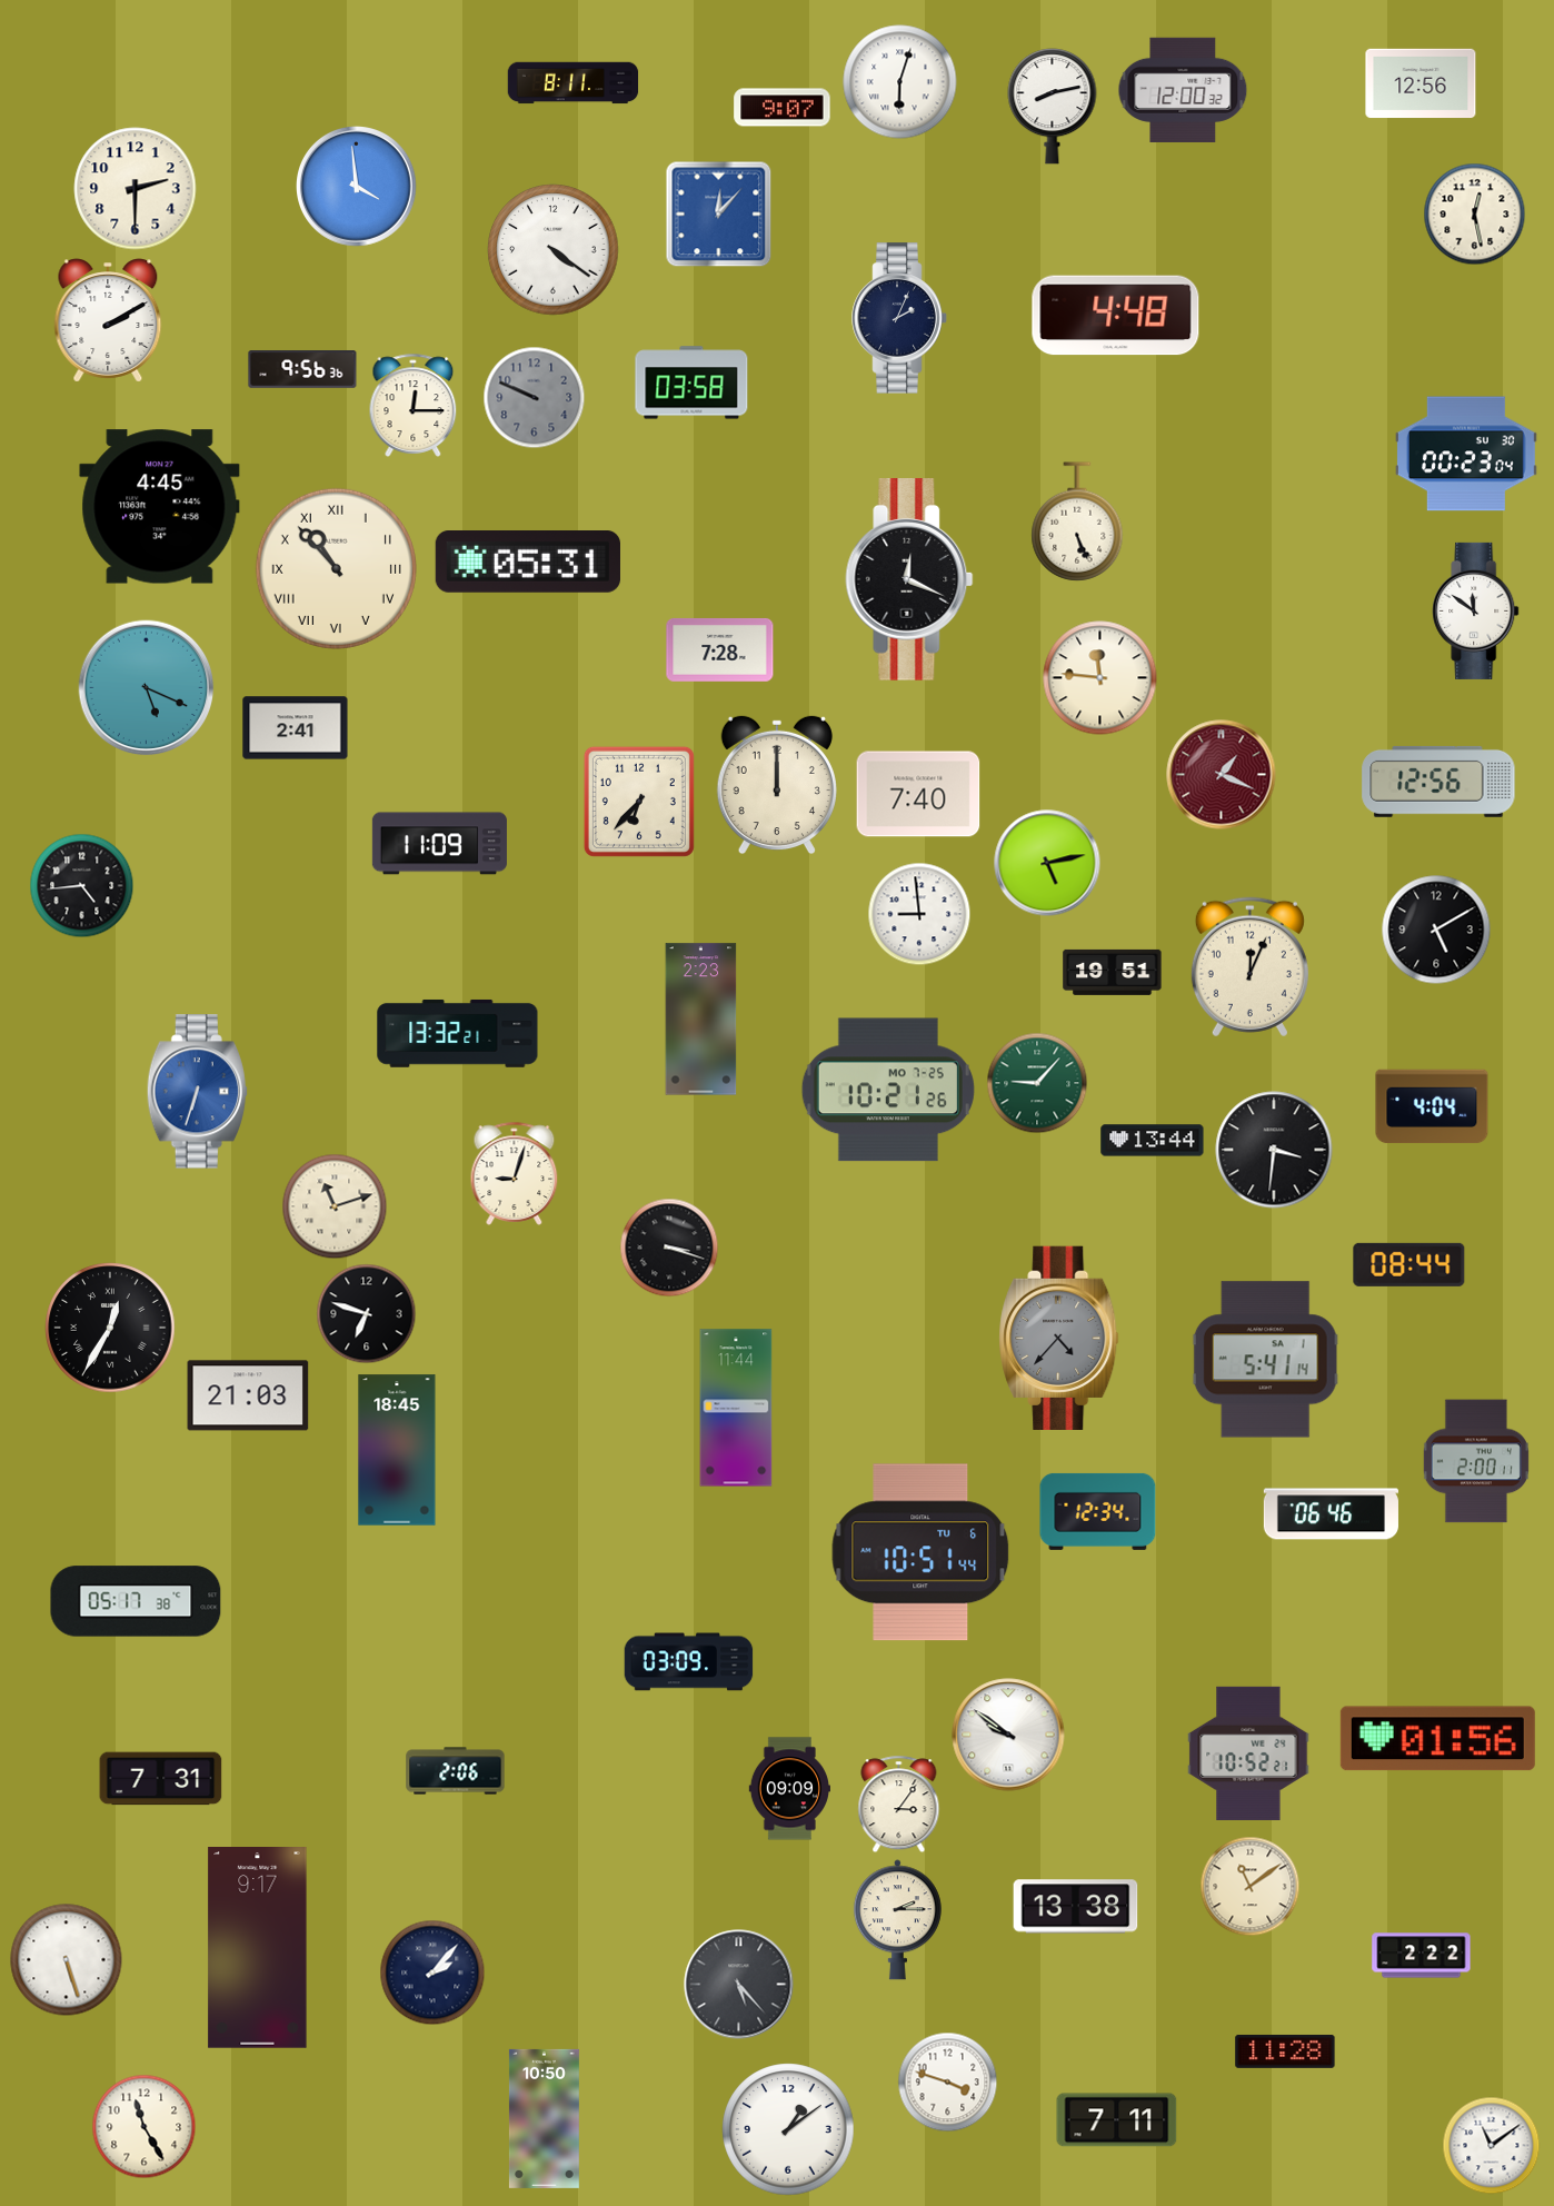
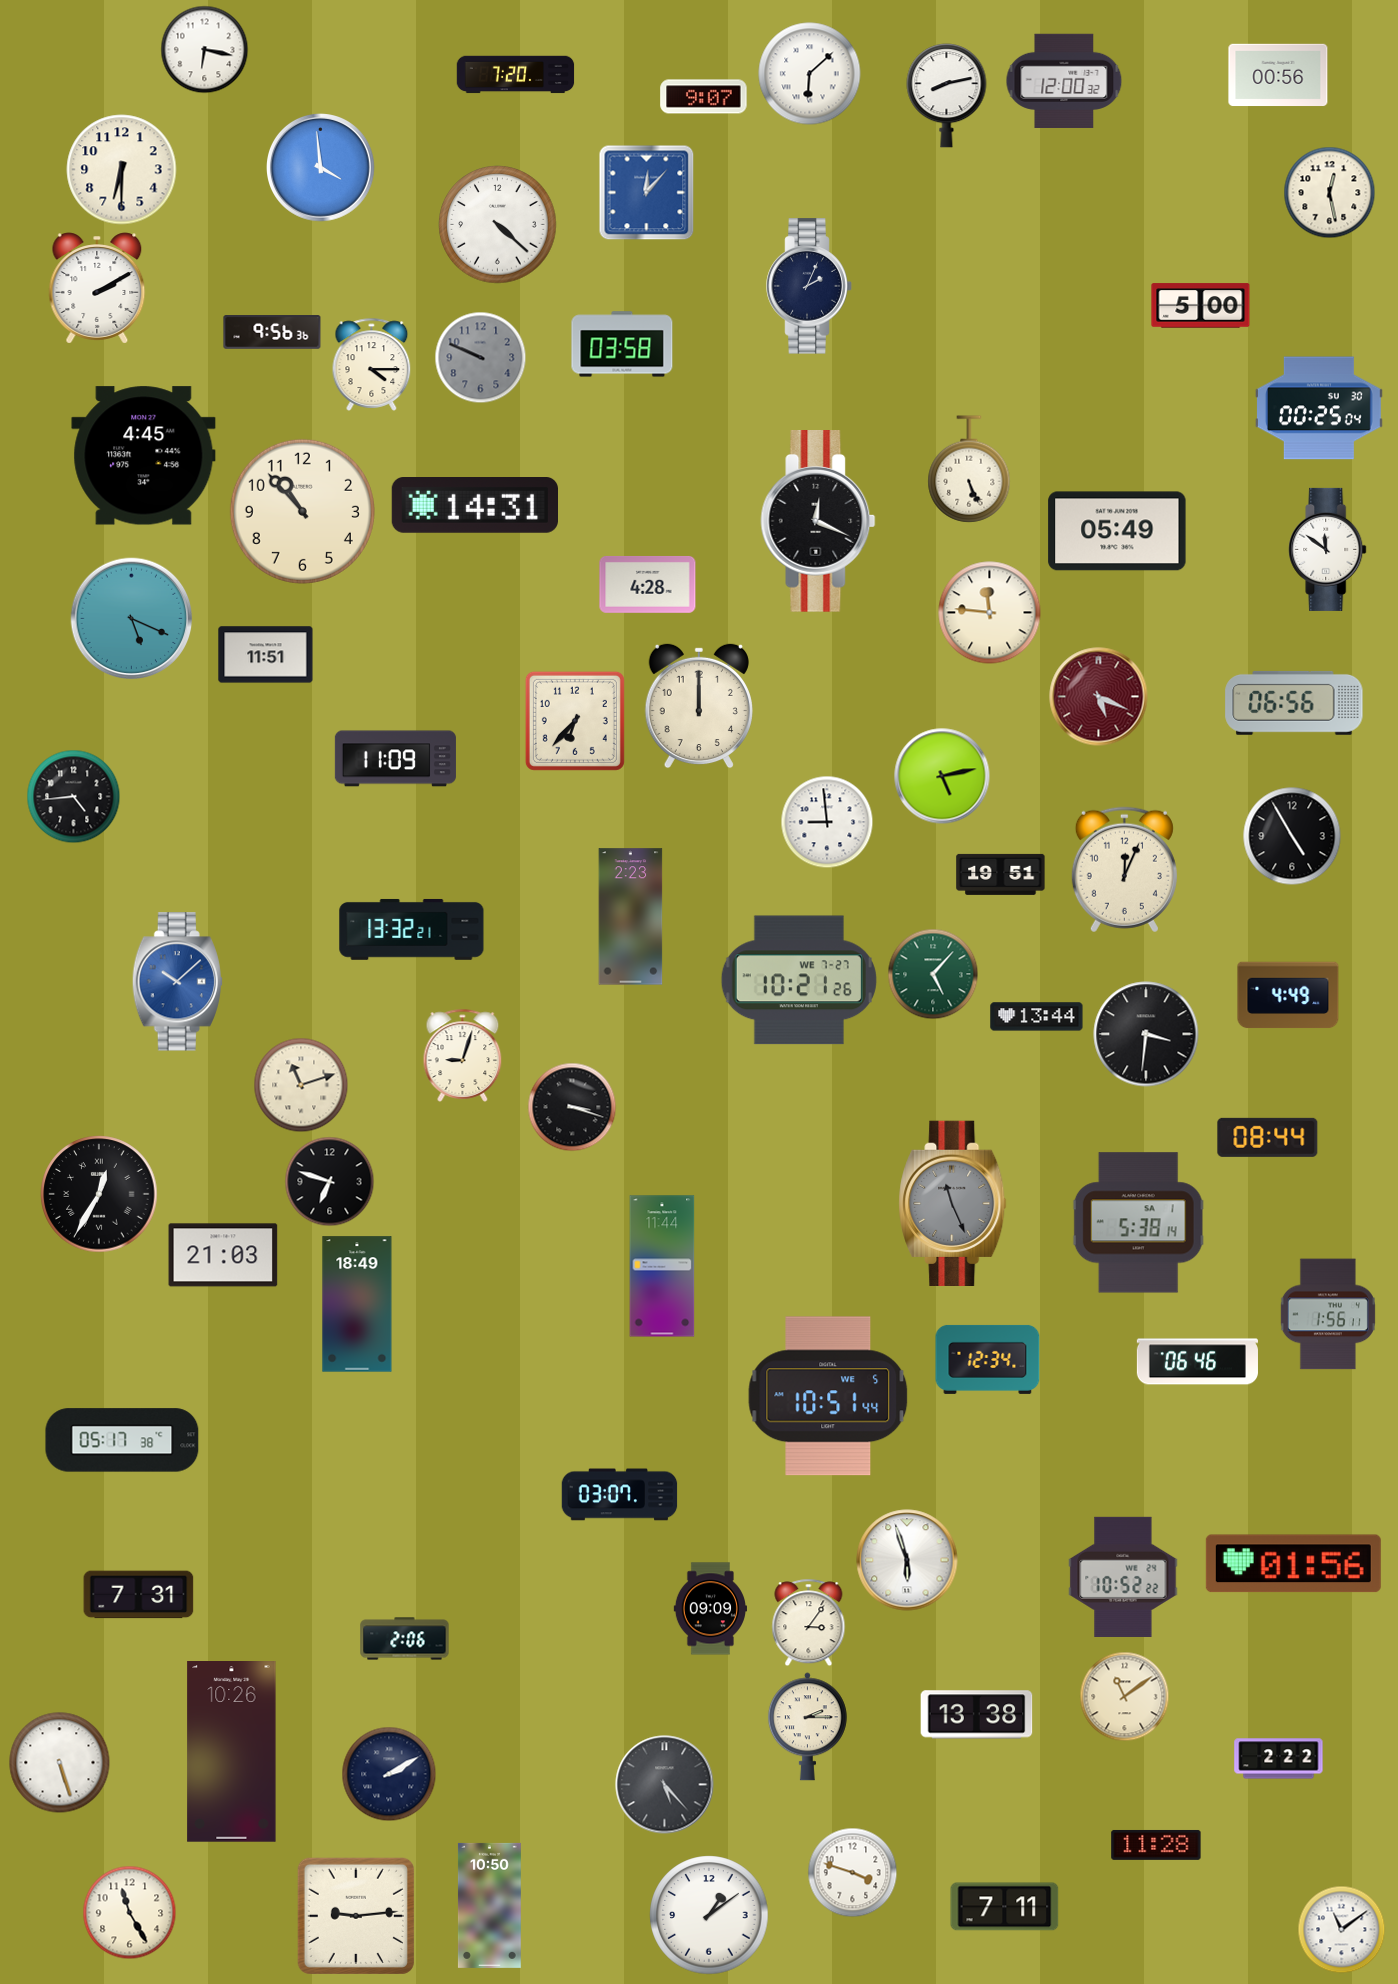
clock at (204, 49): none -> 6:17
clock at (900, 82): 6:03 -> 6:08
clock at (574, 83): 8:11 -> 7:20
clock at (1421, 83): 12:56 -> 00:56
clock at (136, 189): 2:30 -> 6:30
clock at (1474, 213) position: (1474, 213) -> (1329, 192)
clock at (554, 250): 4:21 -> 4:22
clock at (1116, 316): 4:48 -> none
clock at (1201, 306): none -> 5:00
clock at (414, 405): 12:15 -> 4:15
clock at (1466, 454): 00:23 -> 00:25
clock at (527, 563): 05:31 -> 14:31
clock at (336, 568) numerals: Roman -> Arabic
clock at (1117, 531): none -> 05:49
clock at (720, 650): 7:28 -> 4:28
clock at (1100, 678) position: (1100, 678) -> (990, 613)
clock at (296, 728): 2:41 -> 11:51
clock at (1222, 775): 1:19 -> 5:19
clock at (1438, 782): 12:56 -> 06:56
clock at (918, 794): 7:40 -> none
clock at (1436, 930): 5:10 -> 4:55
clock at (1037, 1083): 9:07 -> 5:07
clock at (888, 1090) date: MO 7-25 -> WE 7-27
clock at (197, 1092): 6:33 -> 10:08
clock at (1432, 1106): 4:04 -> 4:49
clock at (1153, 1141) position: (1153, 1141) -> (1037, 1017)
clock at (669, 1248) position: (669, 1248) -> (572, 1107)
clock at (1059, 1338): 4:37 -> 11:26
clock at (1265, 1360): 5:41 -> 5:38
clock at (397, 1450): 18:45 -> 18:49
clock at (1476, 1461): 2:00 -> 1:56
clock at (920, 1552) date: TU 6 -> WE 5
clock at (689, 1662): 03:09 -> 03:07
clock at (1008, 1735): 9:51 -> 5:57
clock at (1248, 1753): 10:52:21 -> 10:52:22
clock at (456, 1771) position: (456, 1771) -> (405, 1639)
clock at (161, 1779) position: (161, 1779) -> (139, 1595)
clock at (1076, 1907) position: (1076, 1907) -> (977, 1715)
clock at (258, 1948): 9:17 -> 10:26
clock at (432, 1973): 2:07 -> 2:10
clock at (356, 1916): none -> 9:14
